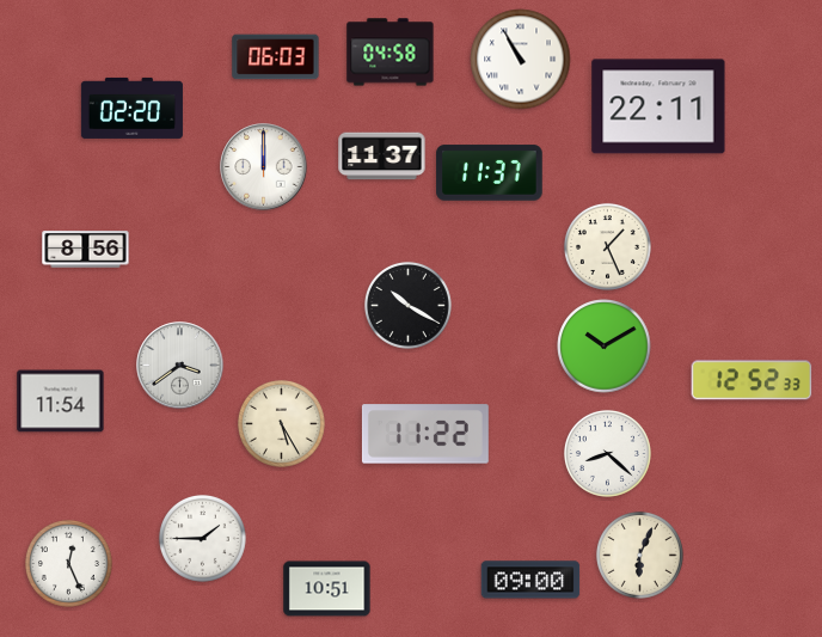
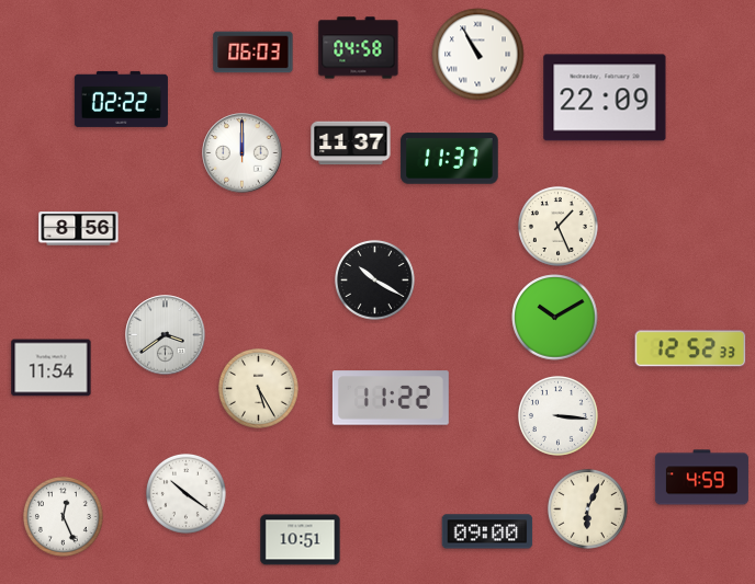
clock at (658, 106): 22:11 -> 22:09
clock at (131, 108): 02:20 -> 02:22
clock at (61, 402) position: (61, 402) -> (52, 368)
clock at (607, 453): 8:22 -> 3:16
clock at (701, 478): none -> 4:59
clock at (202, 538): 1:45 -> 10:21
